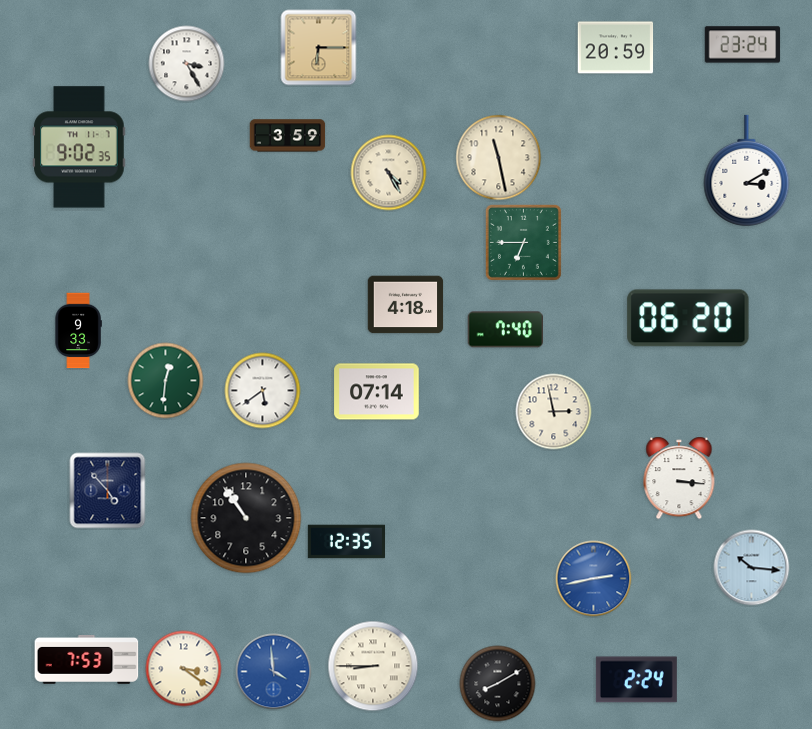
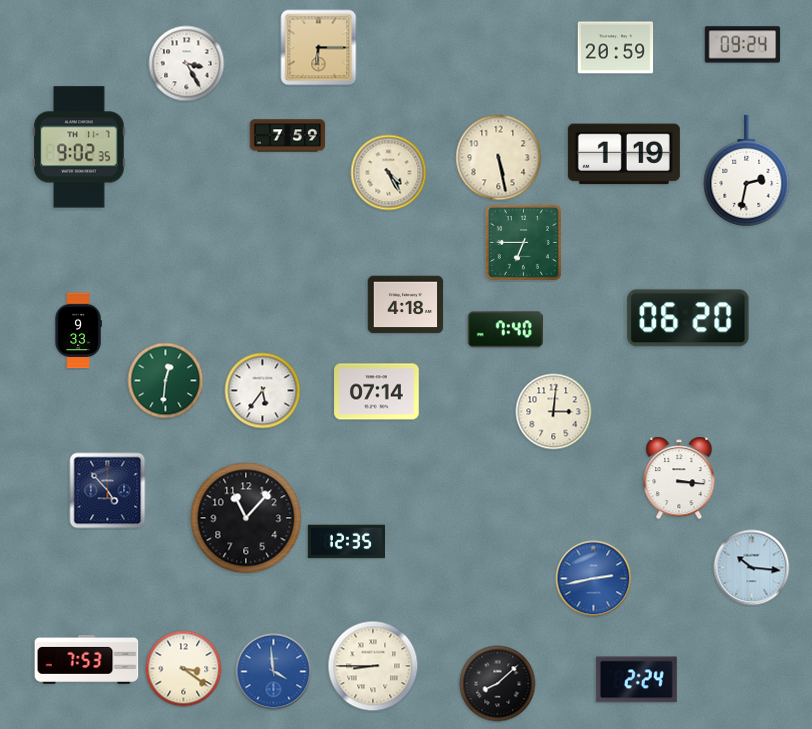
clock at (743, 45): 23:24 -> 09:24
clock at (288, 136): 3:59 -> 7:59
clock at (624, 154): none -> 1:19
clock at (499, 158): 11:28 -> 5:28
clock at (747, 171): 3:10 -> 2:32
clock at (263, 391): 5:39 -> 5:36
clock at (554, 412): 2:58 -> 3:01
clock at (246, 518): 10:54 -> 11:07
clock at (498, 684): 8:10 -> 8:08
